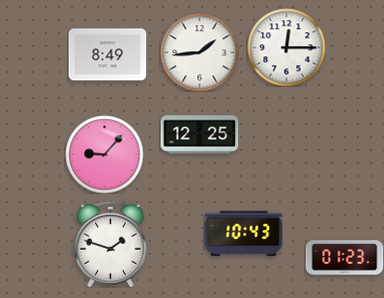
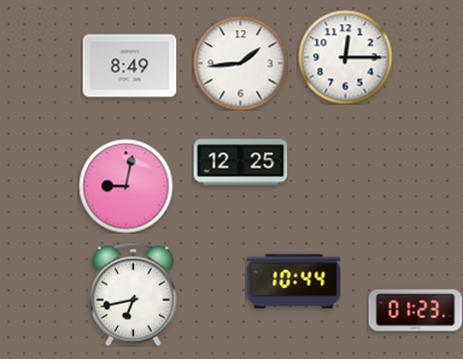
clock at (104, 154): 9:07 -> 9:02
clock at (243, 233): 10:43 -> 10:44
clock at (111, 244): 1:48 -> 6:43
